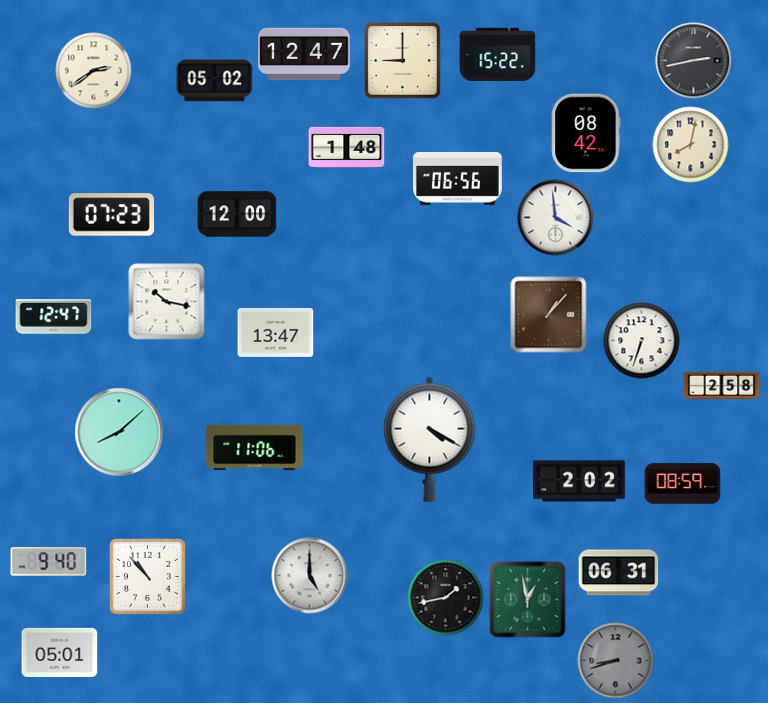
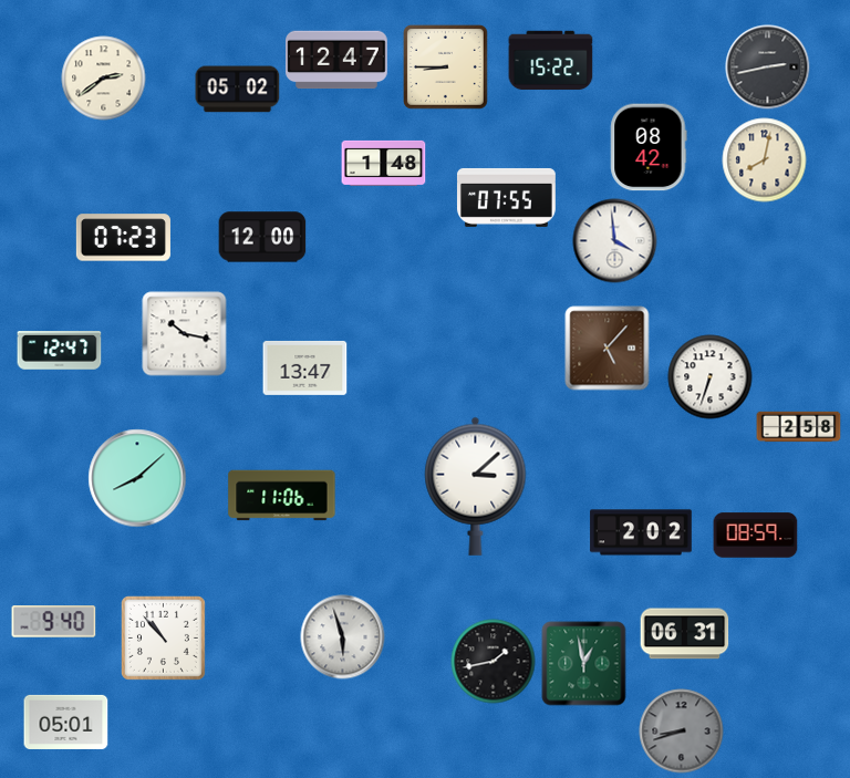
clock at (402, 60): 9:00 -> 8:45
clock at (457, 178): 06:56 -> 07:55
clock at (549, 315): 1:07 -> 5:07
clock at (119, 432) position: (119, 432) -> (137, 478)
clock at (430, 439): 4:20 -> 3:08
clock at (310, 576): 5:00 -> 5:57
